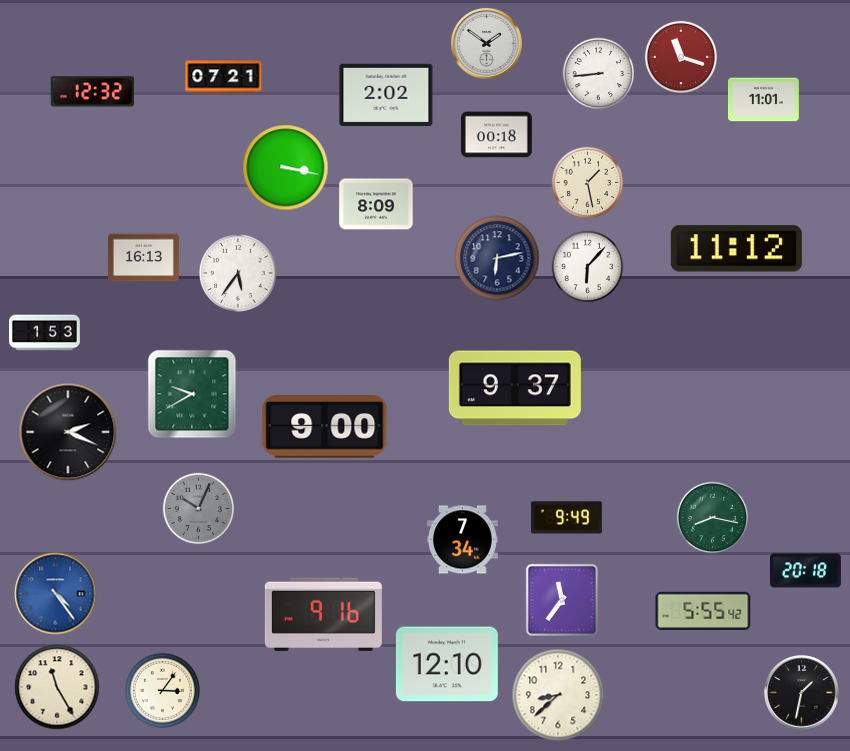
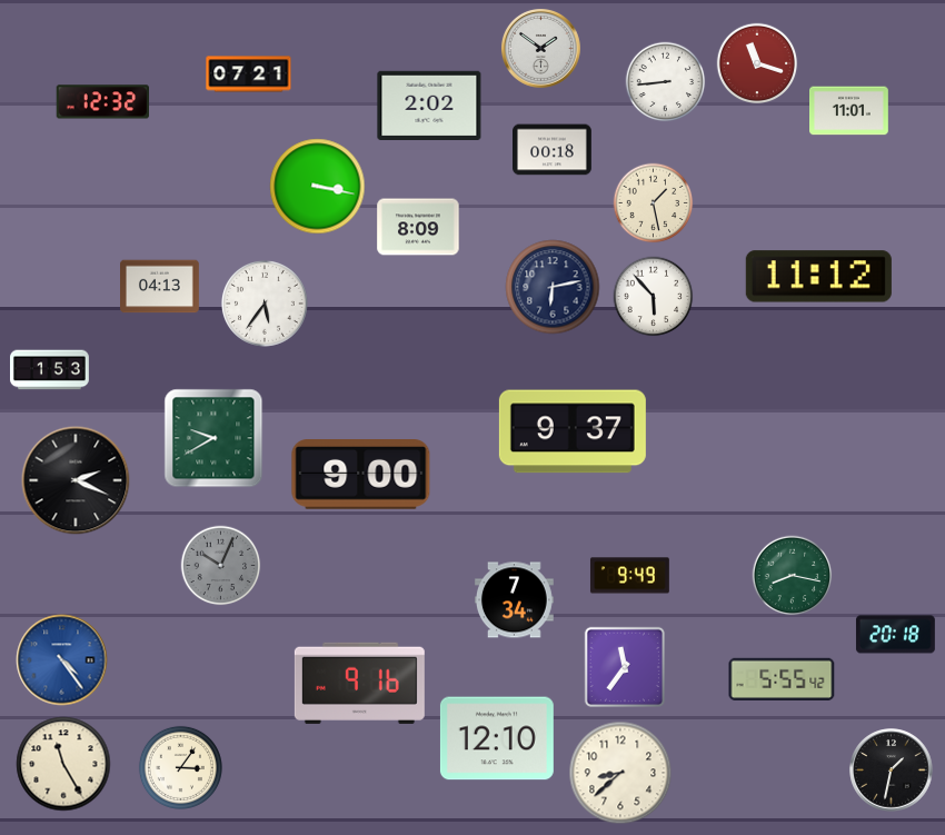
clock at (224, 77) position: (224, 77) -> (249, 74)
clock at (144, 258): 16:13 -> 04:13
clock at (588, 267): 6:07 -> 5:53
